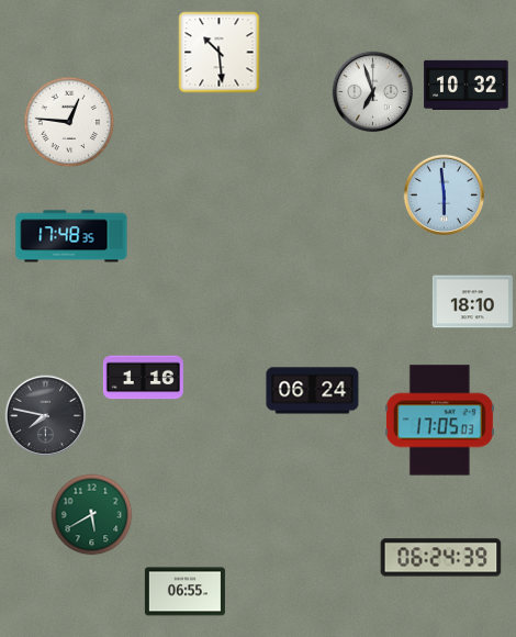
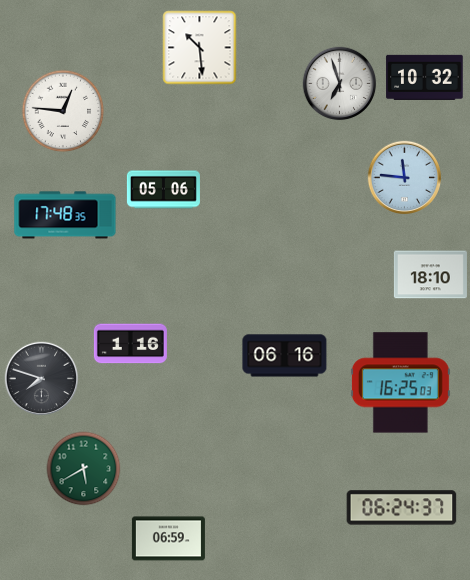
clock at (445, 195): 5:59 -> 11:46
clock at (163, 190): none -> 05:06
clock at (313, 391): 06:24 -> 06:16
clock at (46, 416): 7:47 -> 7:48
clock at (439, 421): 17:05 -> 16:25
clock at (441, 558): 06:24:39 -> 06:24:37
clock at (184, 592): 06:55 -> 06:59
